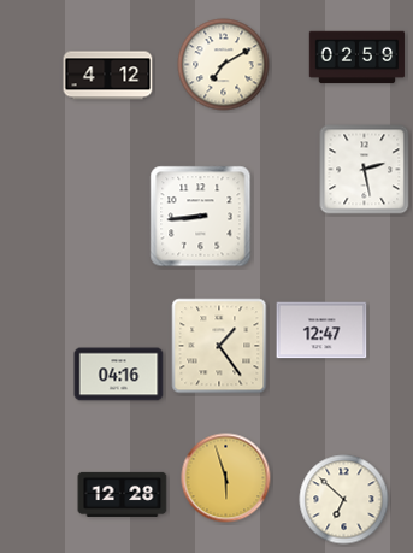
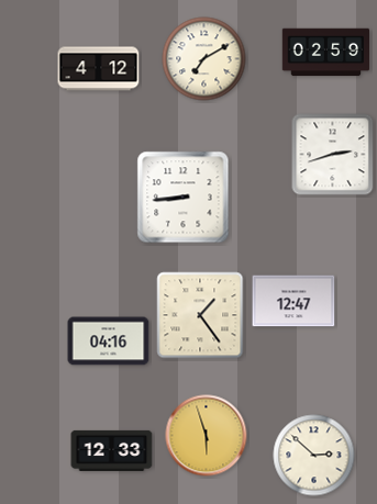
clock at (365, 170): 2:28 -> 2:42
clock at (123, 494): 12:28 -> 12:33
clock at (344, 500): 6:52 -> 2:52
